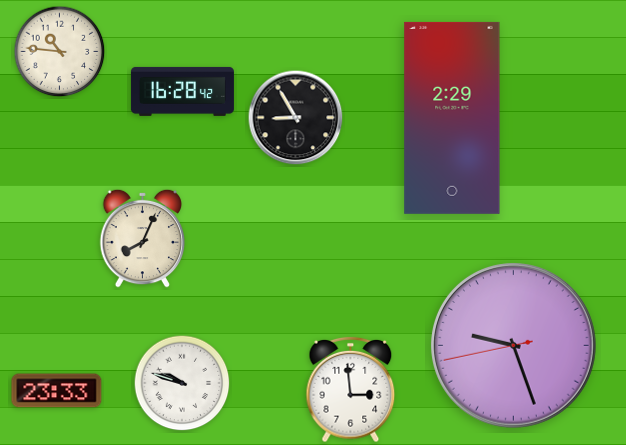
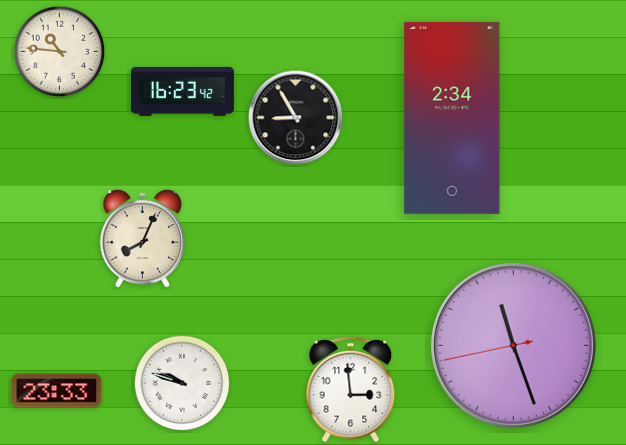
clock at (182, 91): 16:28 -> 16:23
clock at (452, 118): 2:29 -> 2:34
clock at (513, 345): 9:26 -> 11:26
